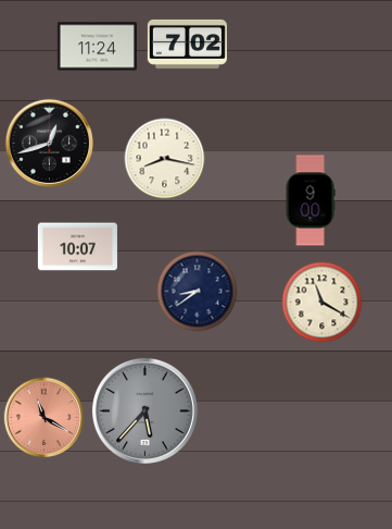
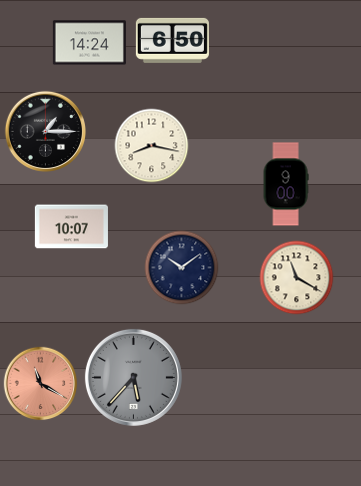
clock at (187, 44): 7:02 -> 6:50
clock at (97, 47): 11:24 -> 14:24
clock at (49, 143): 12:42 -> 1:15
clock at (198, 292): 8:39 -> 10:09
